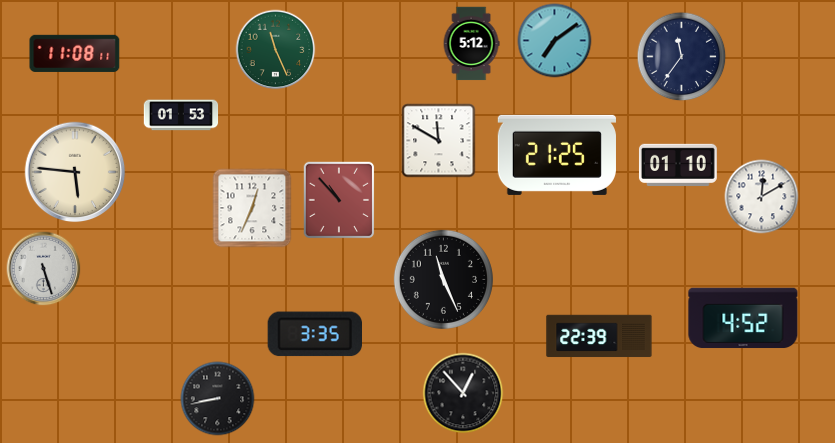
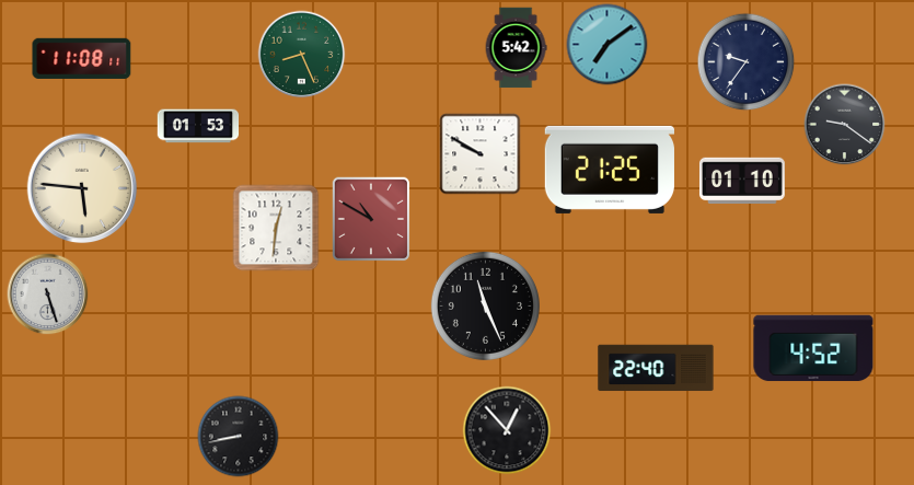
clock at (471, 44): 5:12 -> 5:42
clock at (276, 50): 11:26 -> 8:26
clock at (682, 57): 11:36 -> 9:36
clock at (845, 125): none -> 9:21
clock at (439, 141): 11:50 -> 9:50
clock at (762, 197): 12:10 -> none
clock at (339, 200): 10:53 -> 10:50
clock at (252, 208): 12:34 -> 12:31
clock at (314, 334): 3:35 -> none
clock at (599, 336): 22:39 -> 22:40
